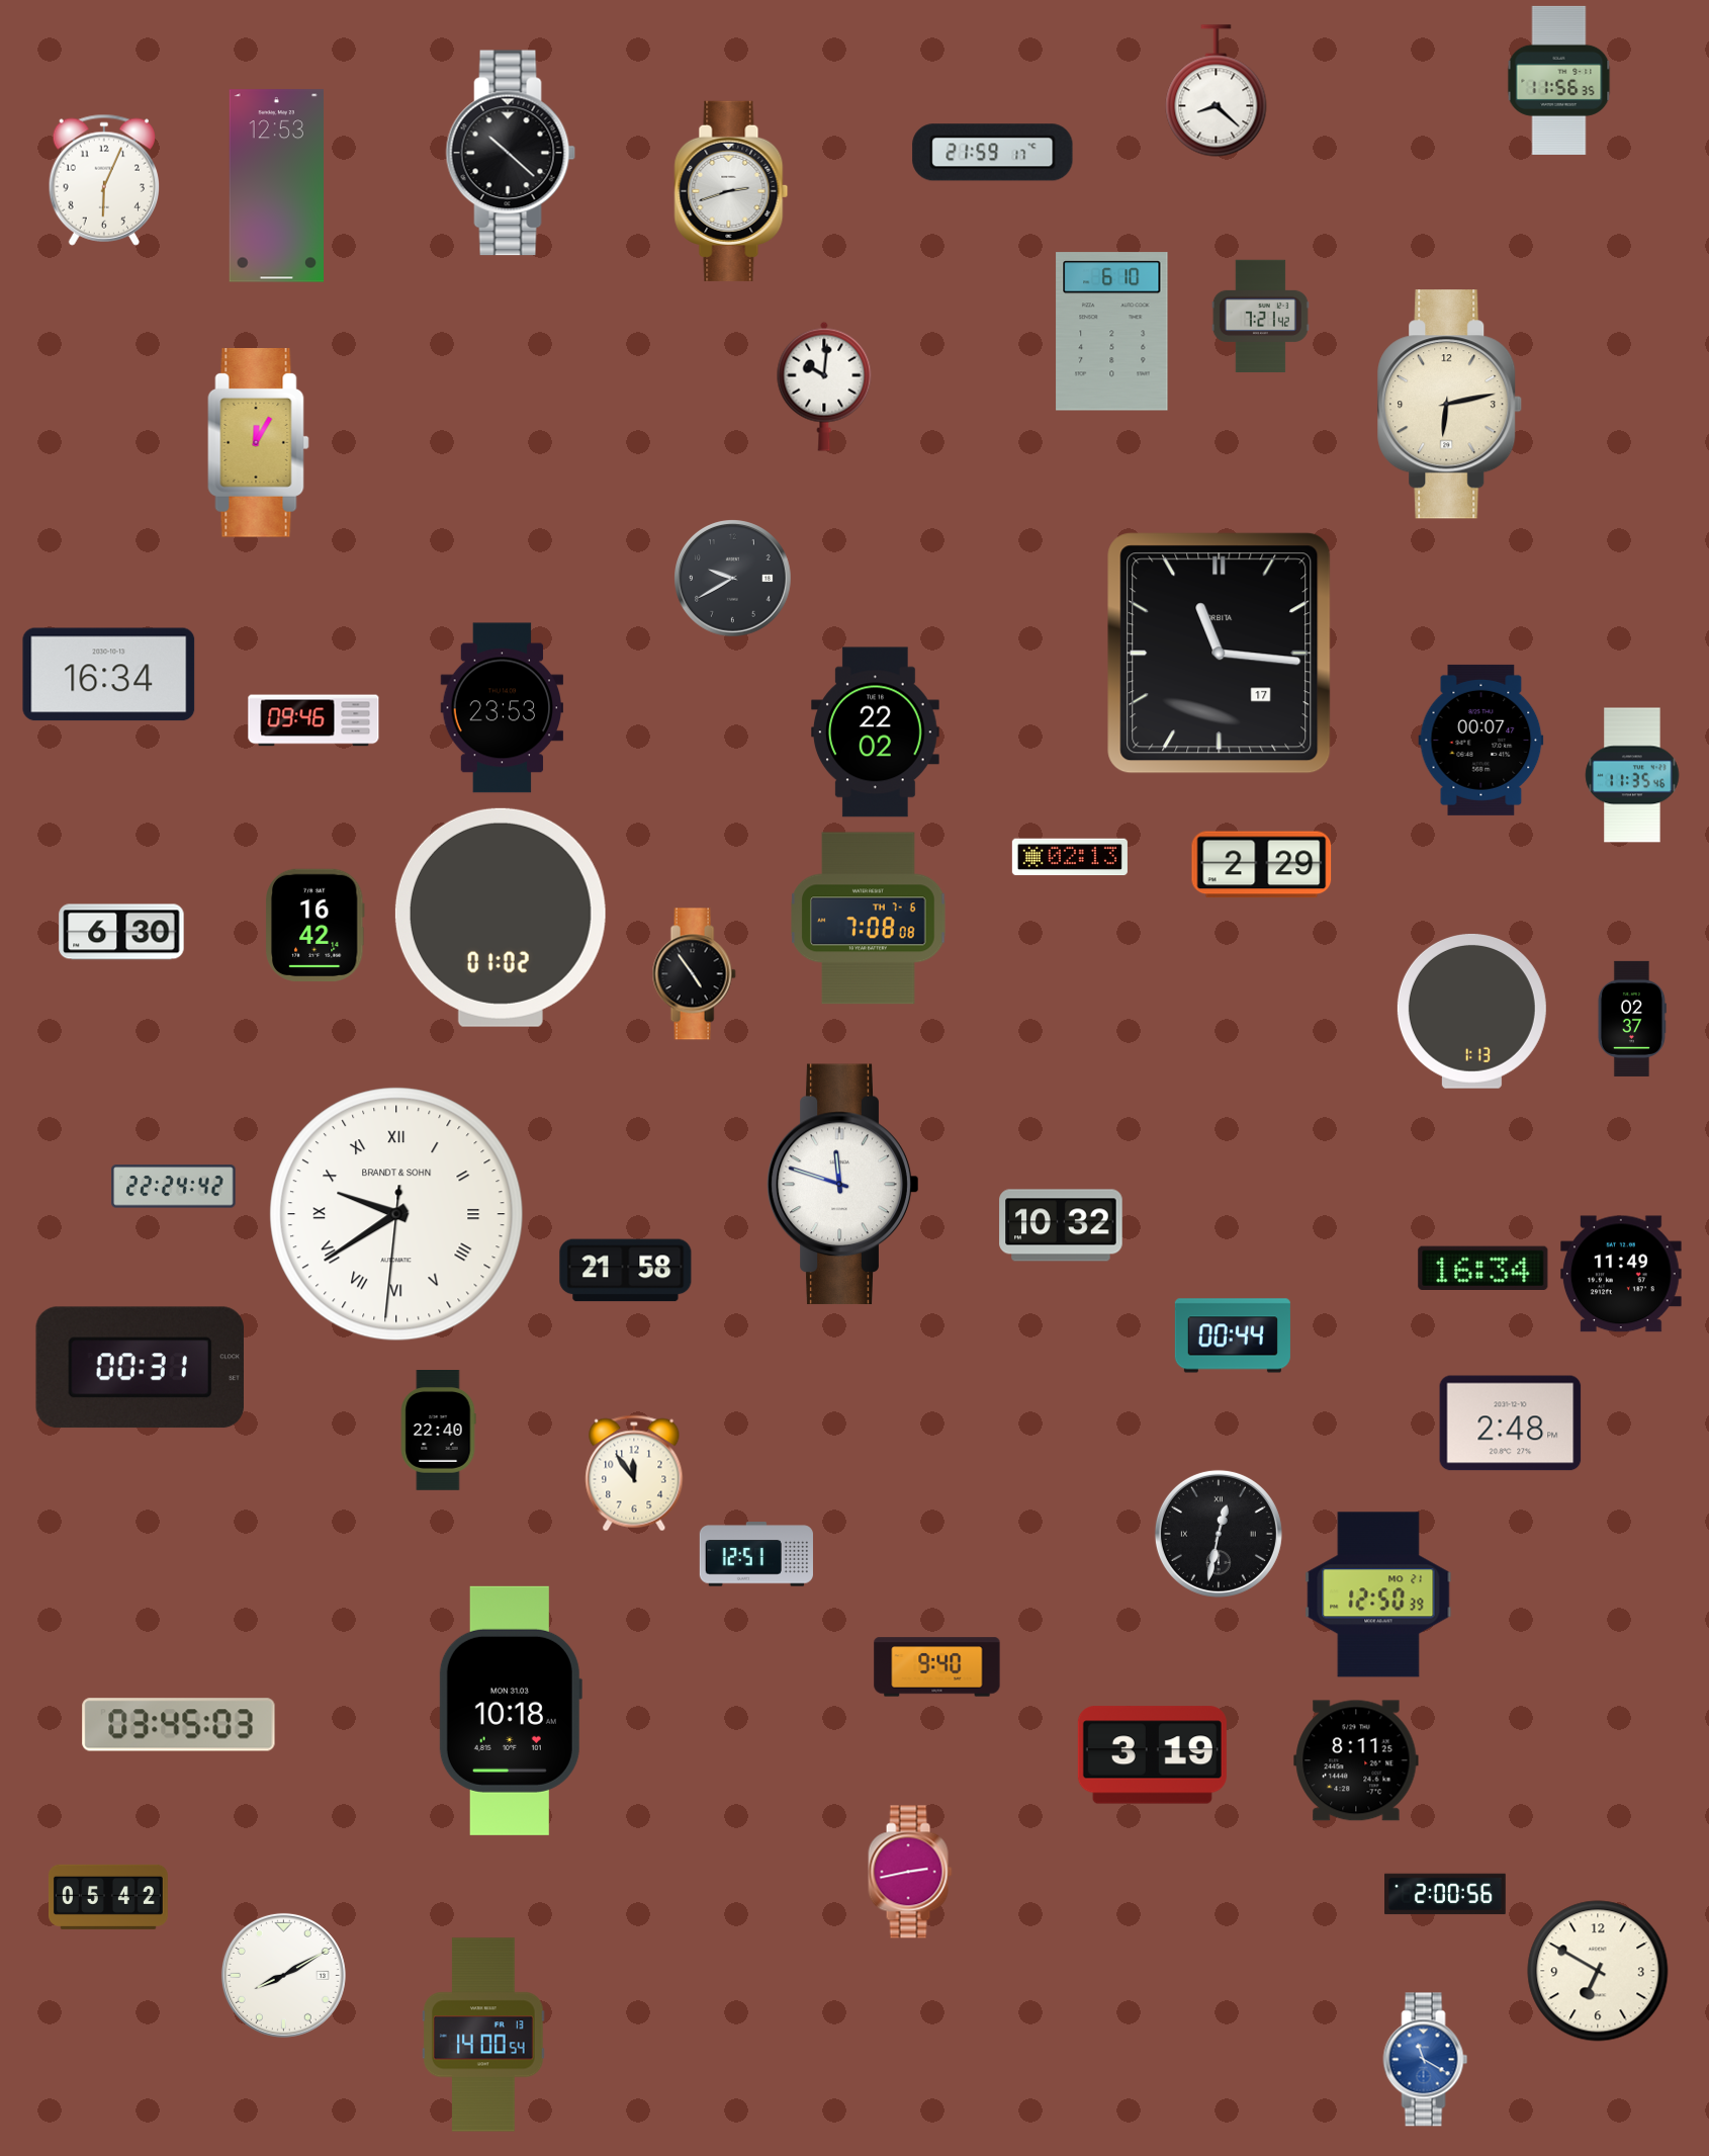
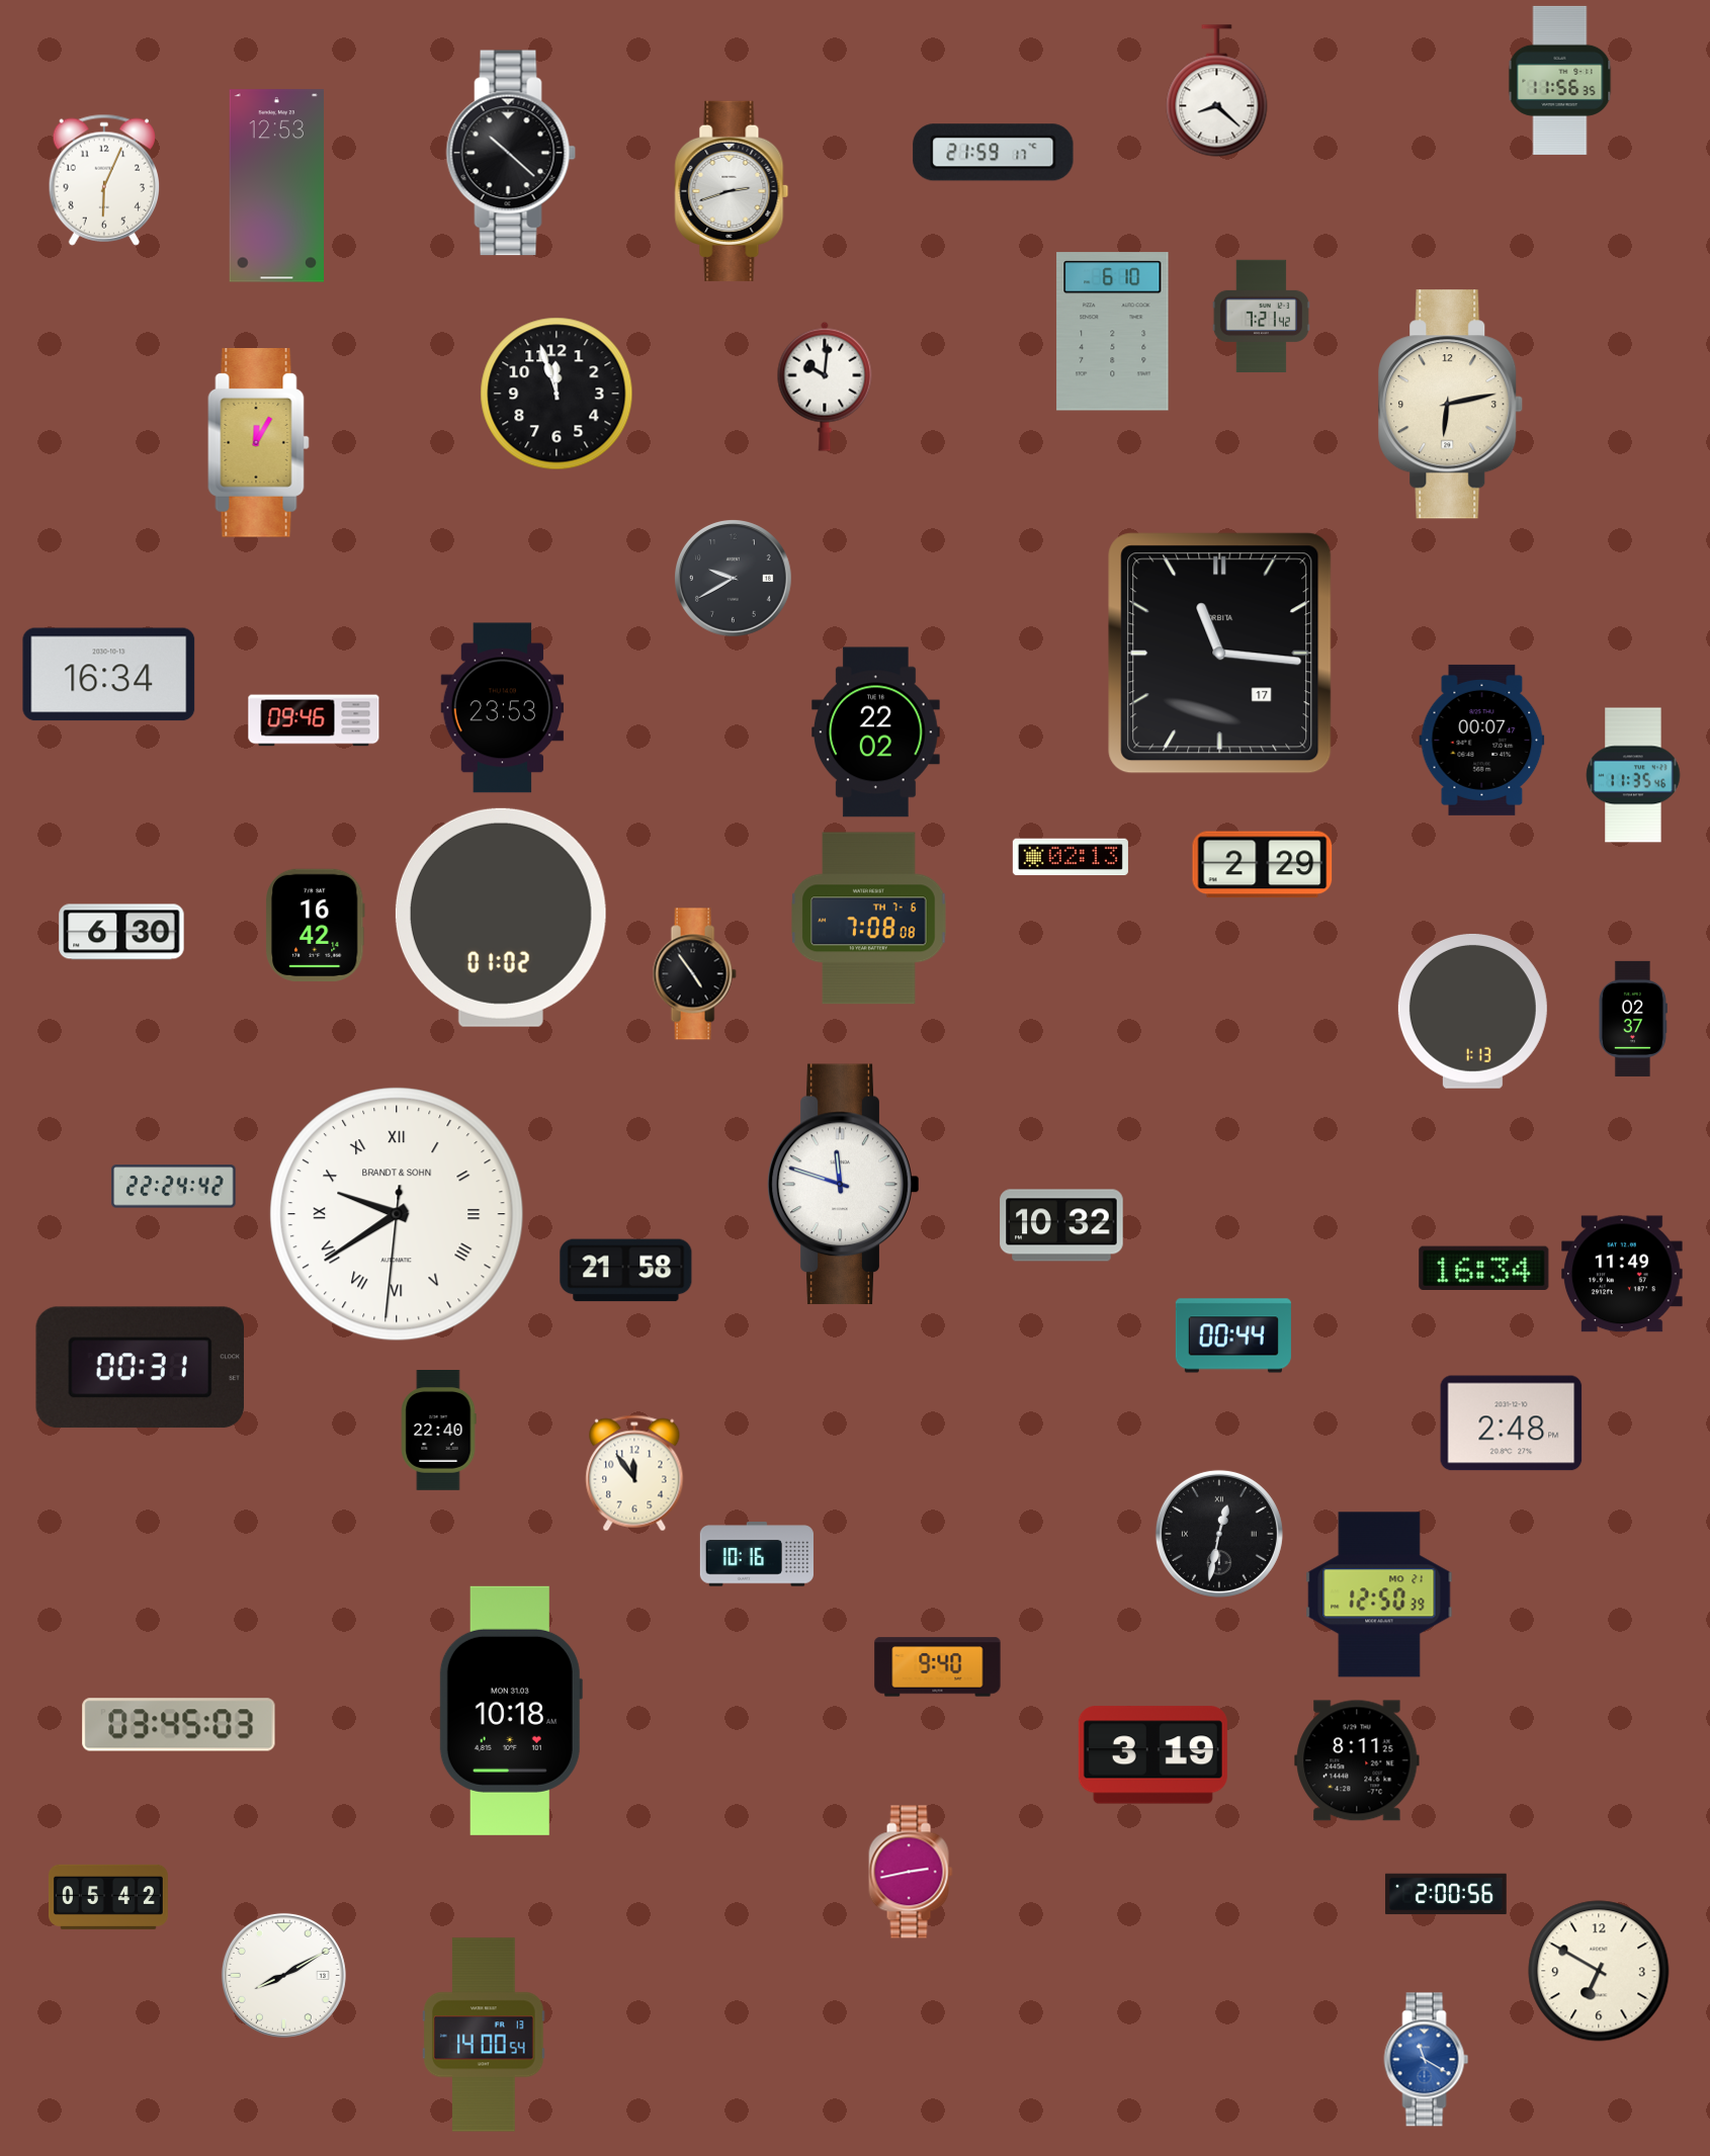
clock at (557, 394): none -> 11:57
clock at (756, 1554): 12:51 -> 10:16
